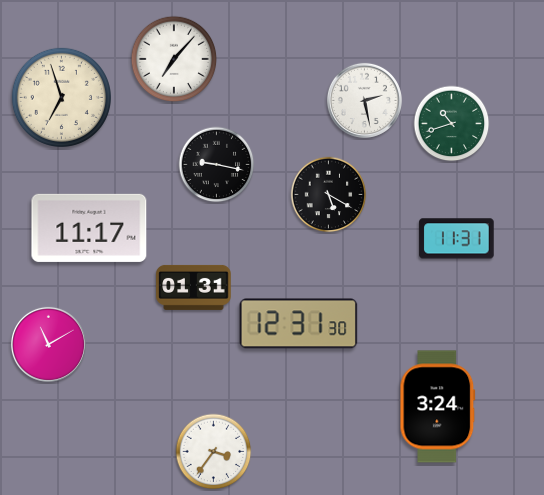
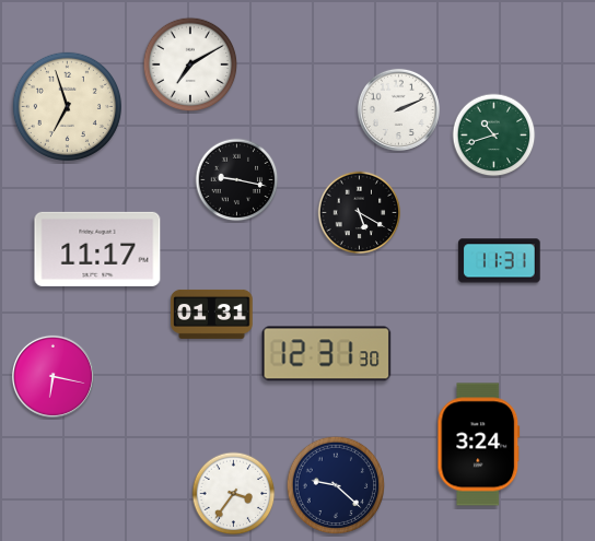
clock at (174, 59): 7:07 -> 7:10
clock at (364, 100): 2:28 -> 2:11
clock at (48, 344): 11:10 -> 6:17
clock at (336, 485): none -> 9:22
